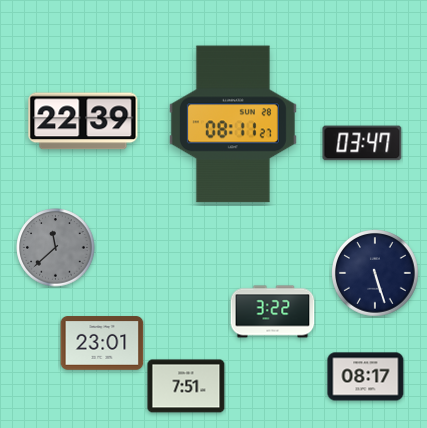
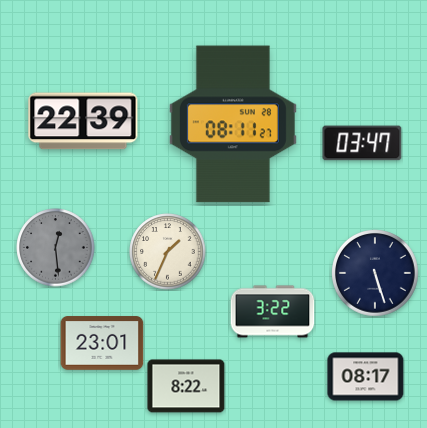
clock at (56, 248): 11:38 -> 12:29
clock at (168, 252): none -> 1:34
clock at (186, 386): 7:51 -> 8:22
